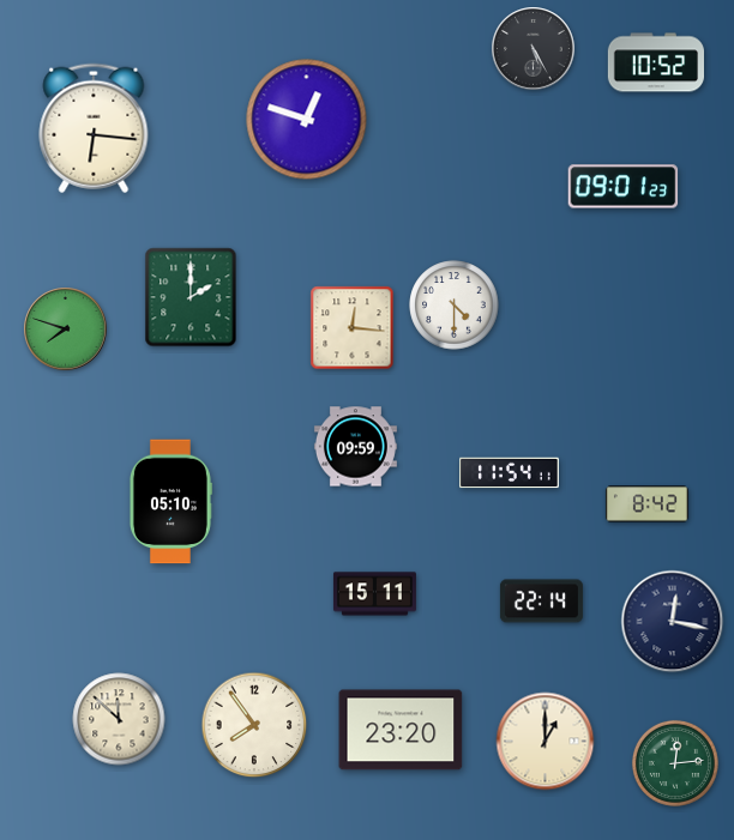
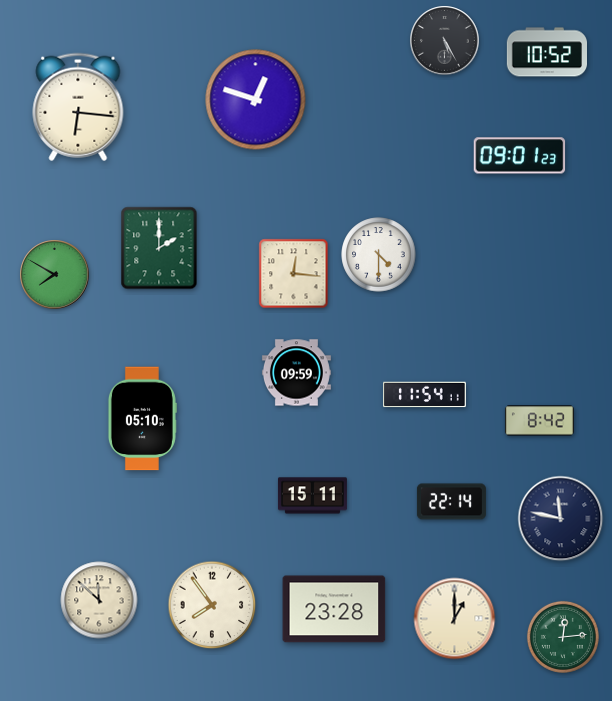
clock at (66, 330): 7:48 -> 7:50
clock at (673, 622): 12:17 -> 11:47
clock at (401, 730): 23:20 -> 23:28
